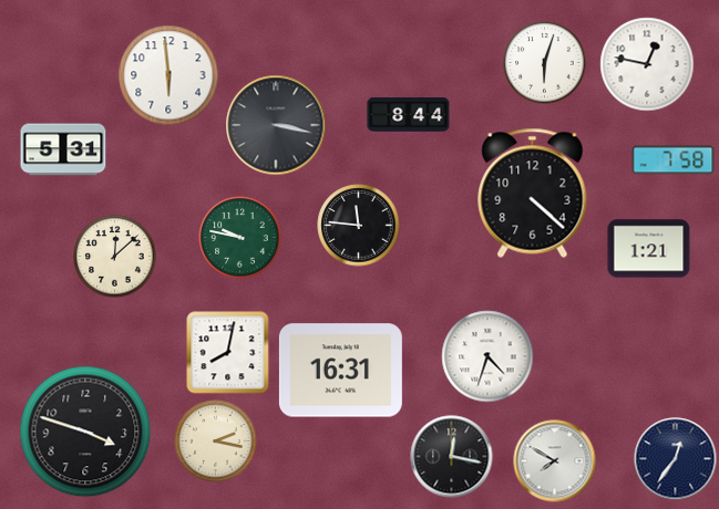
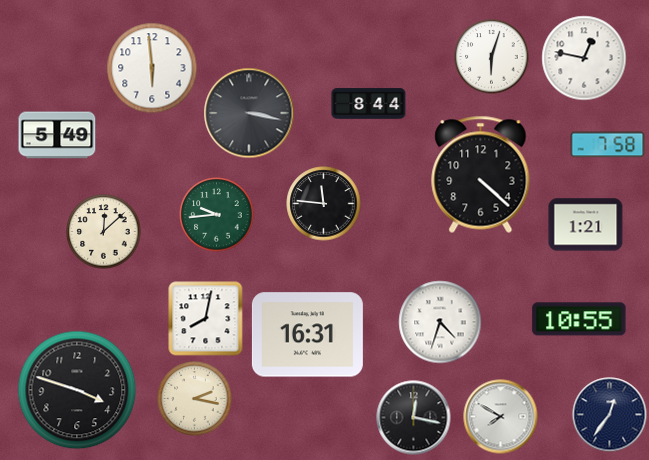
clock at (63, 149): 5:31 -> 5:49
clock at (240, 238): 9:47 -> 9:44
clock at (579, 319): none -> 10:55
clock at (452, 457) position: (452, 457) -> (414, 418)
